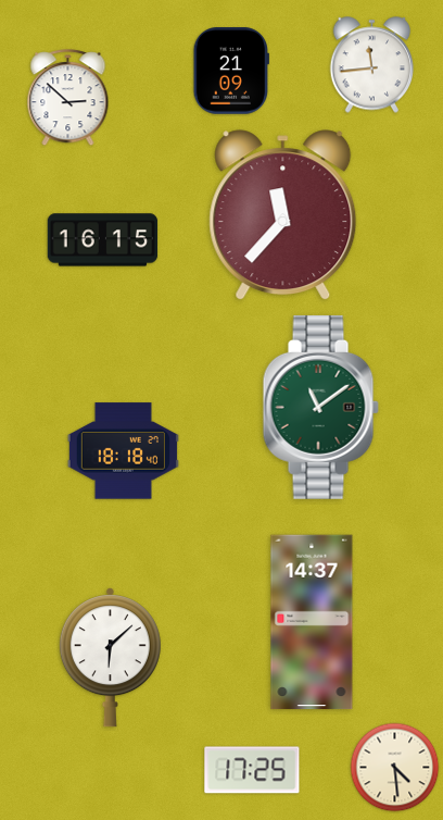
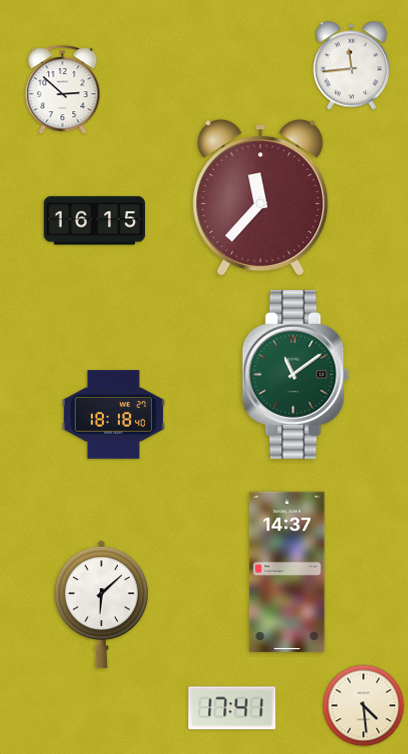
clock at (372, 65) position: (372, 65) -> (352, 66)
clock at (231, 71): 21:09 -> none
clock at (252, 770): 17:25 -> 17:41
